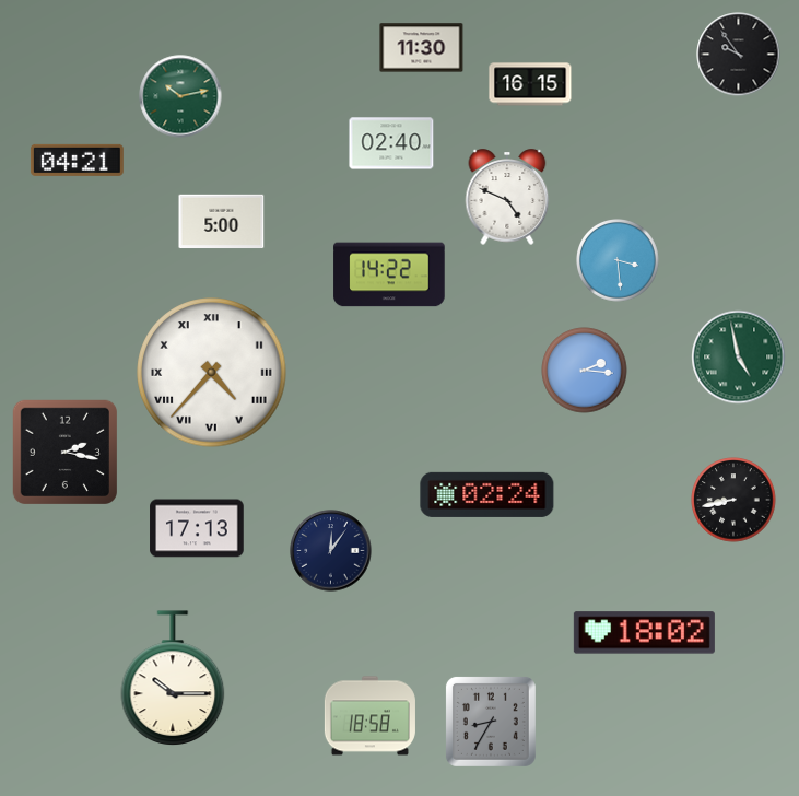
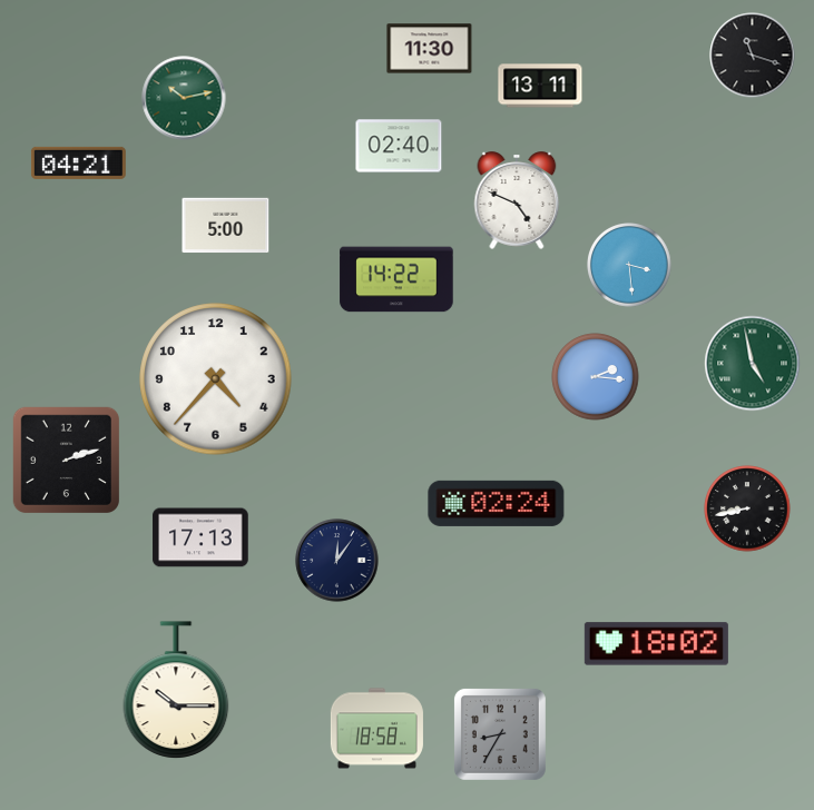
clock at (739, 55): 9:54 -> 11:18
clock at (530, 84): 16:15 -> 13:11
clock at (212, 373) numerals: Roman -> Arabic
clock at (64, 452): 2:17 -> 2:12
